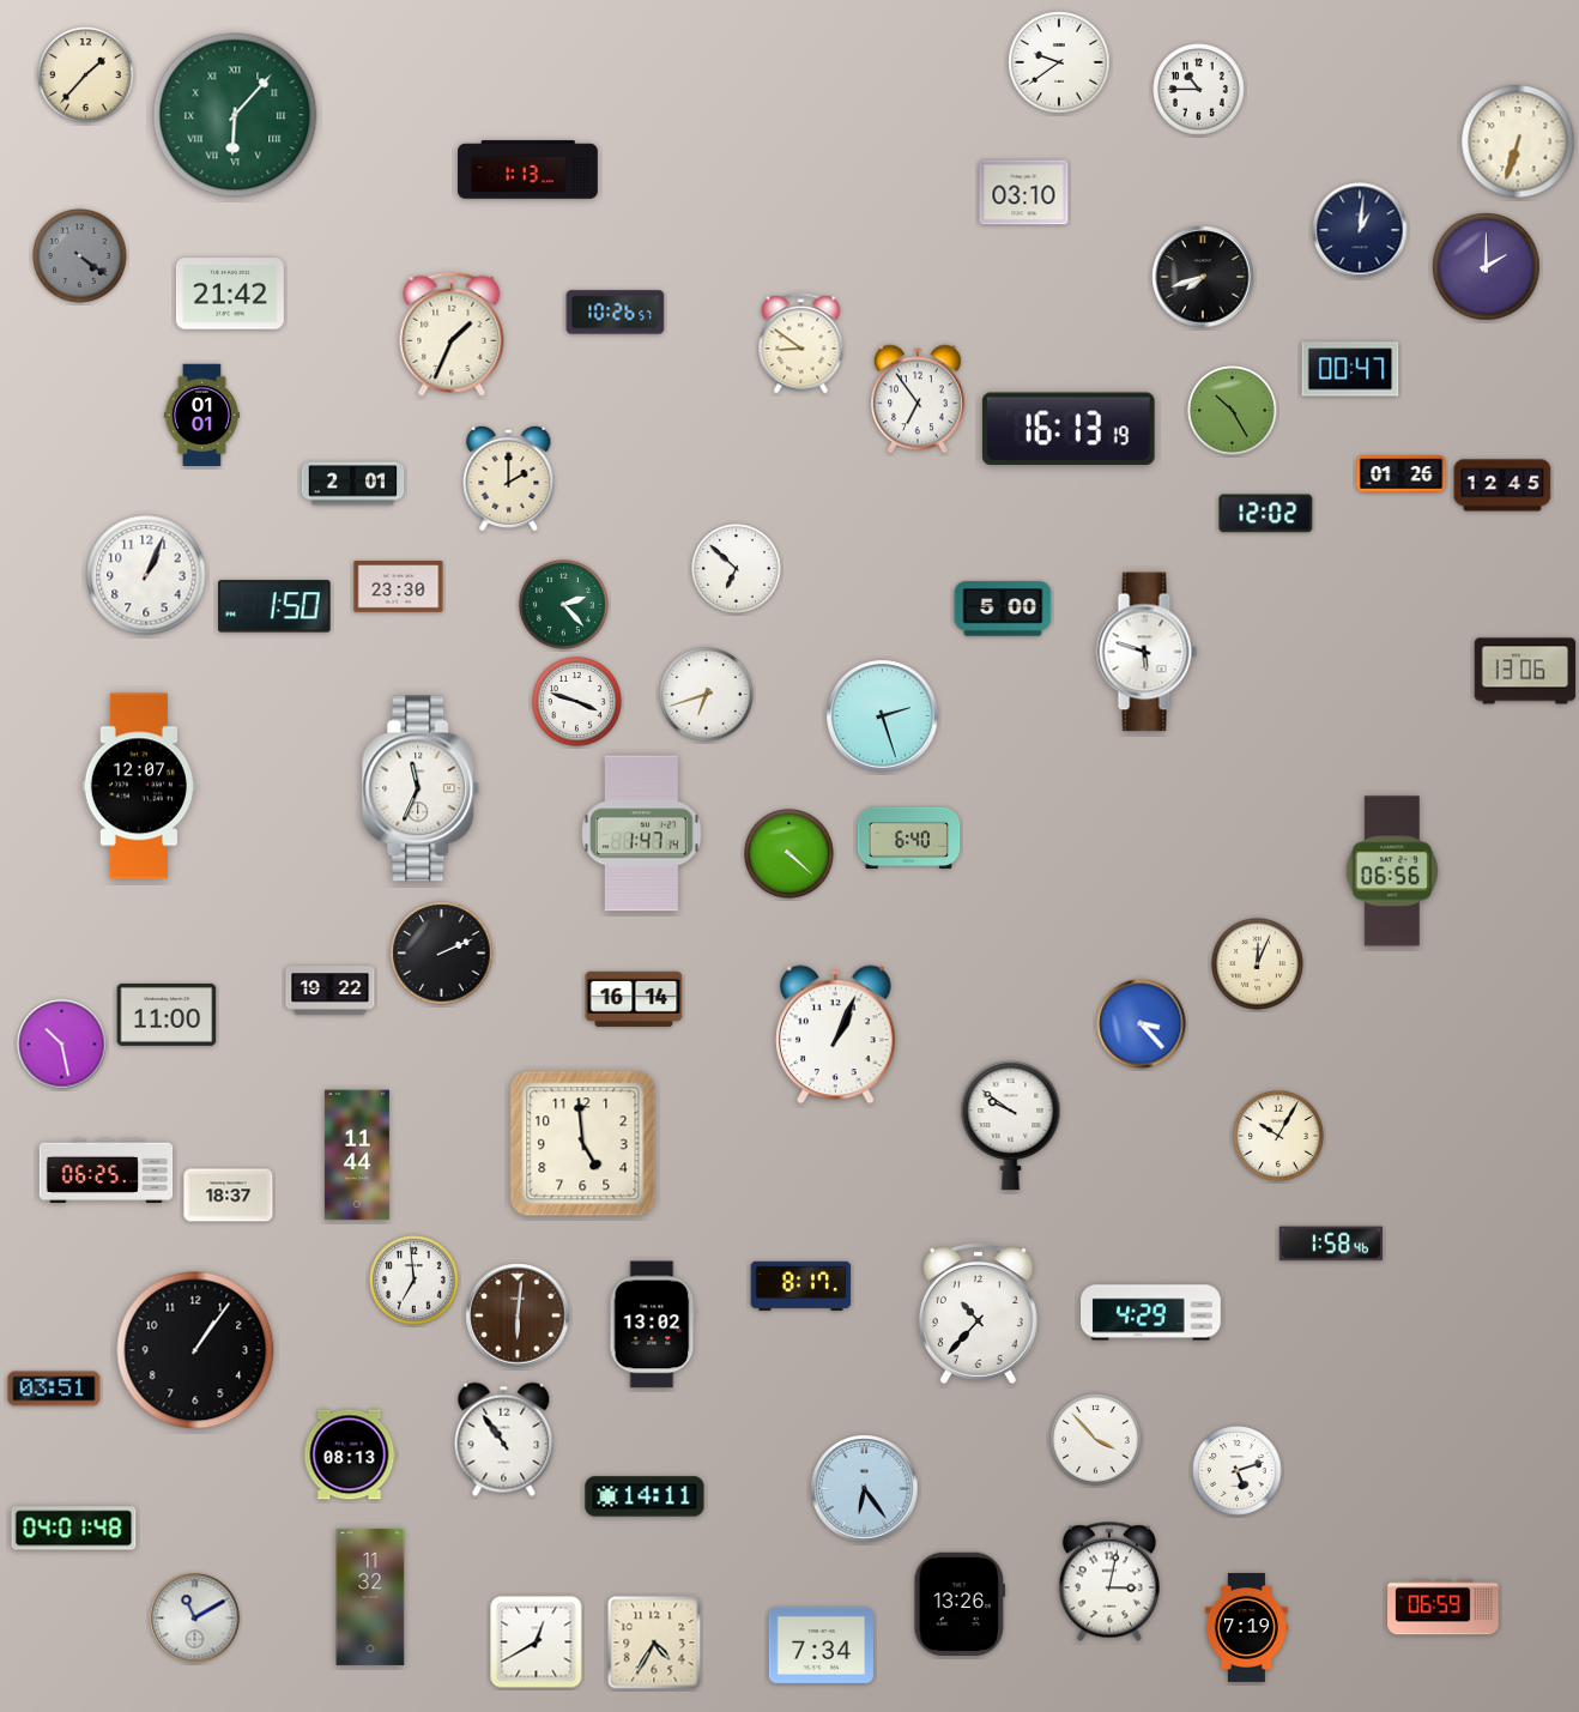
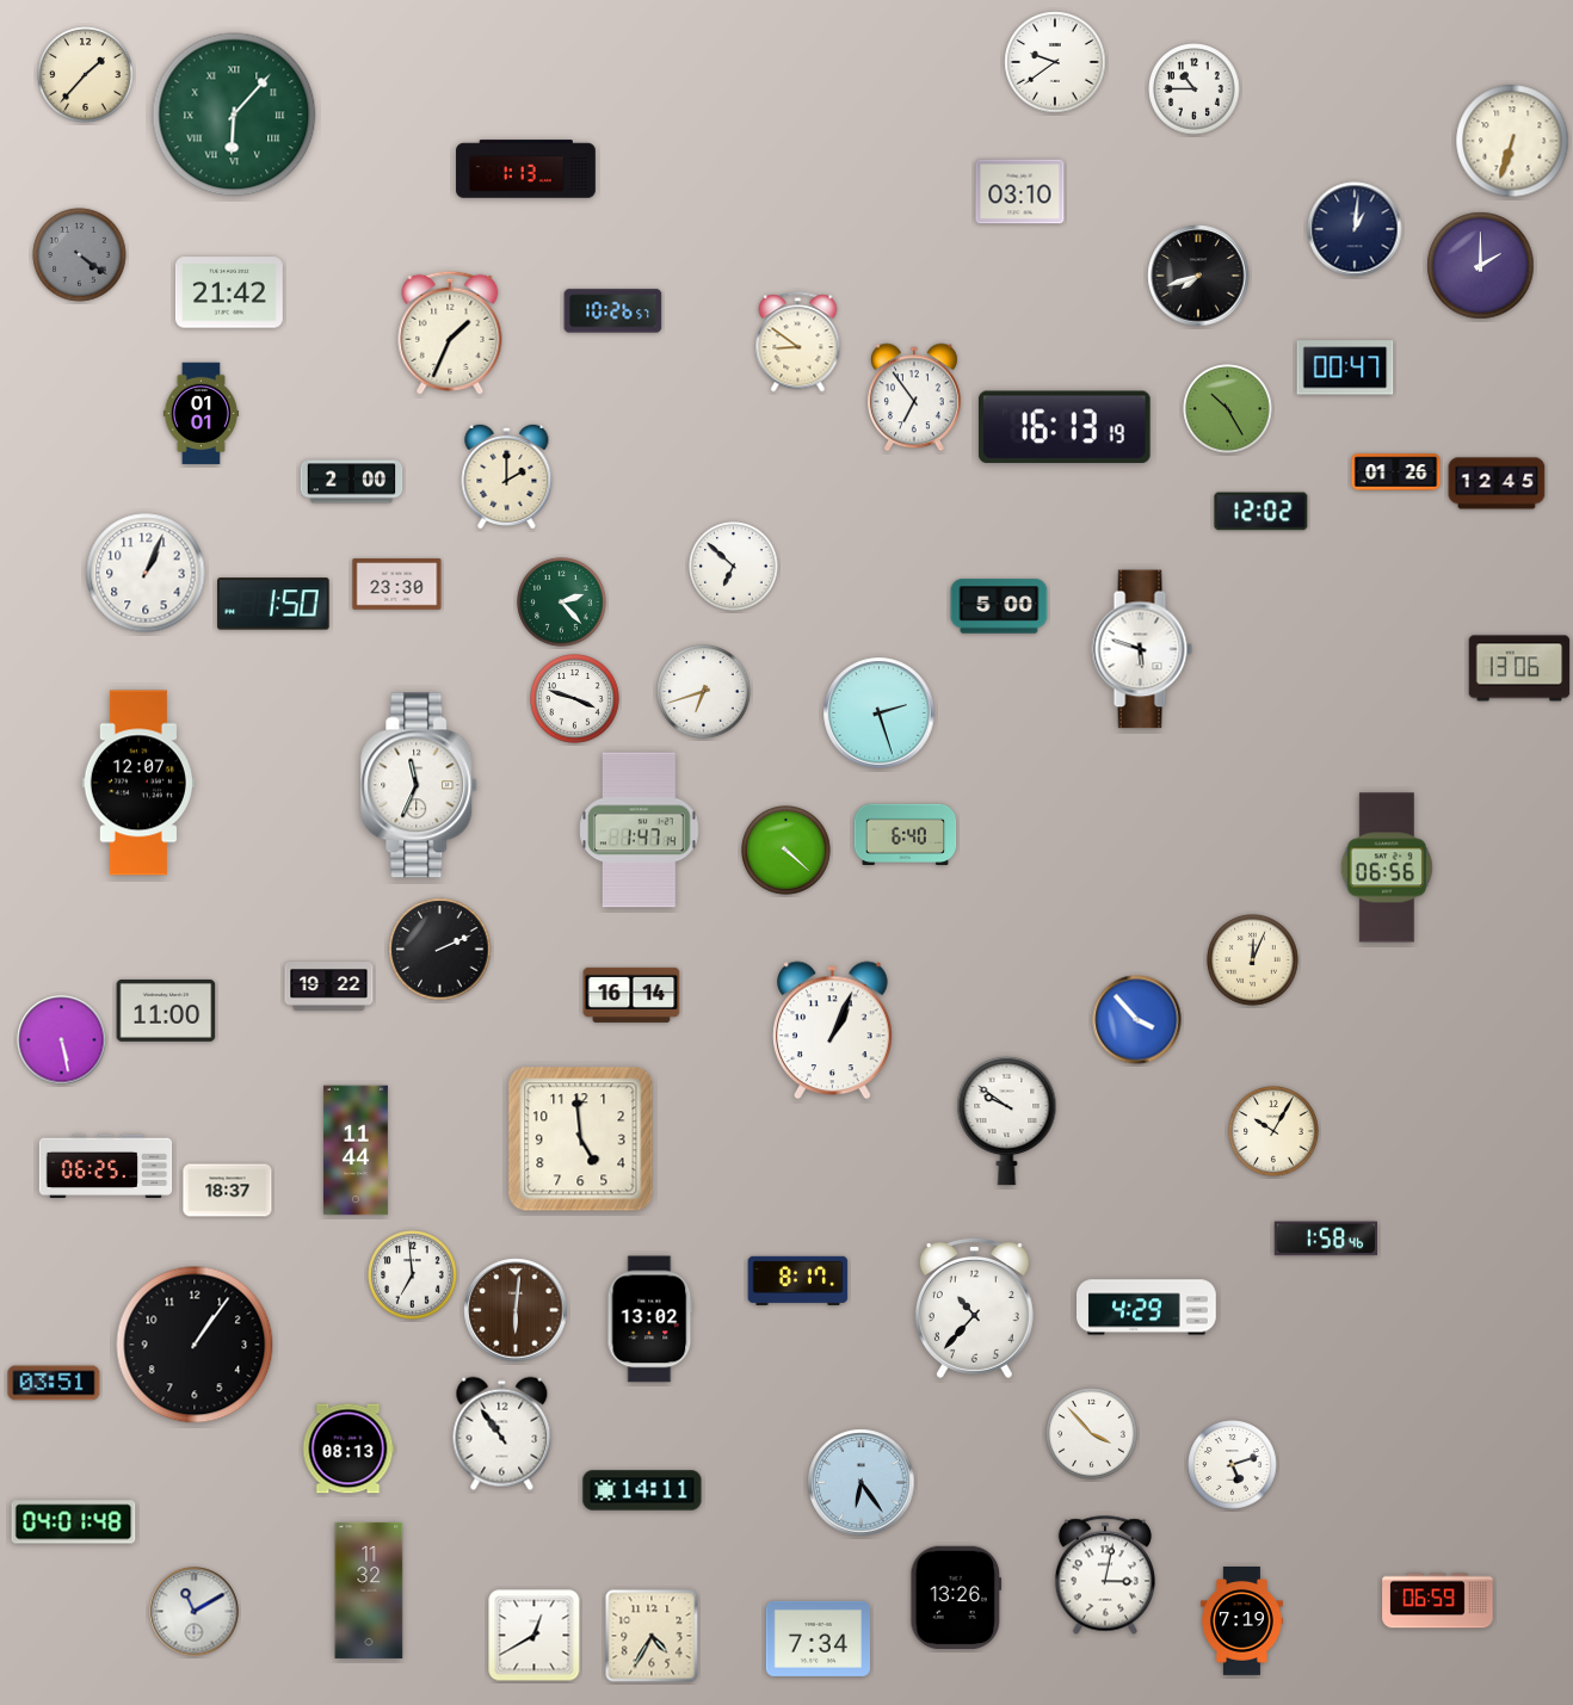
clock at (353, 484): 2:01 -> 2:00
clock at (1142, 1024): 3:23 -> 3:53
clock at (62, 1045): 10:28 -> 5:28
